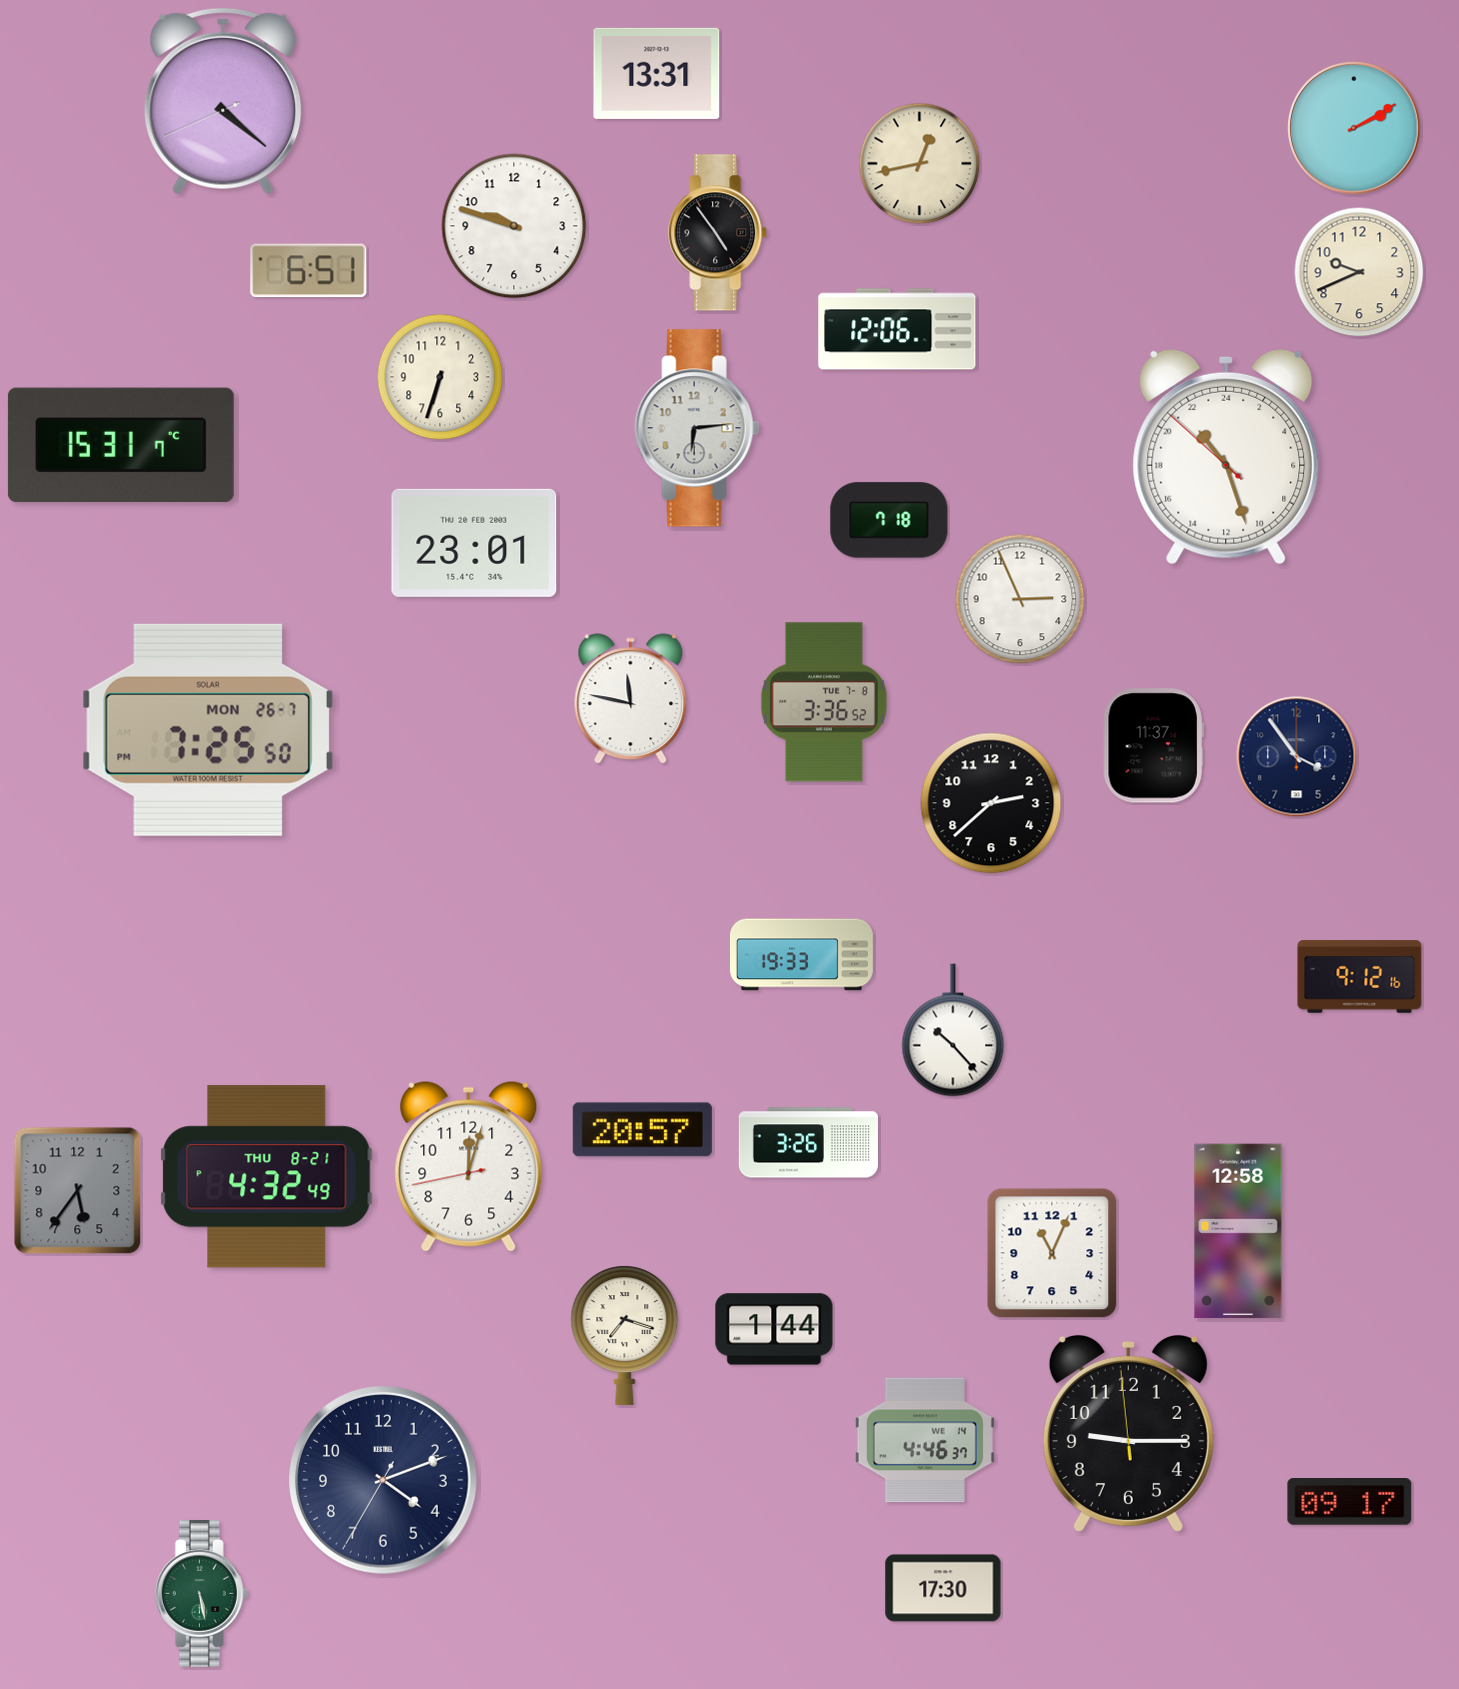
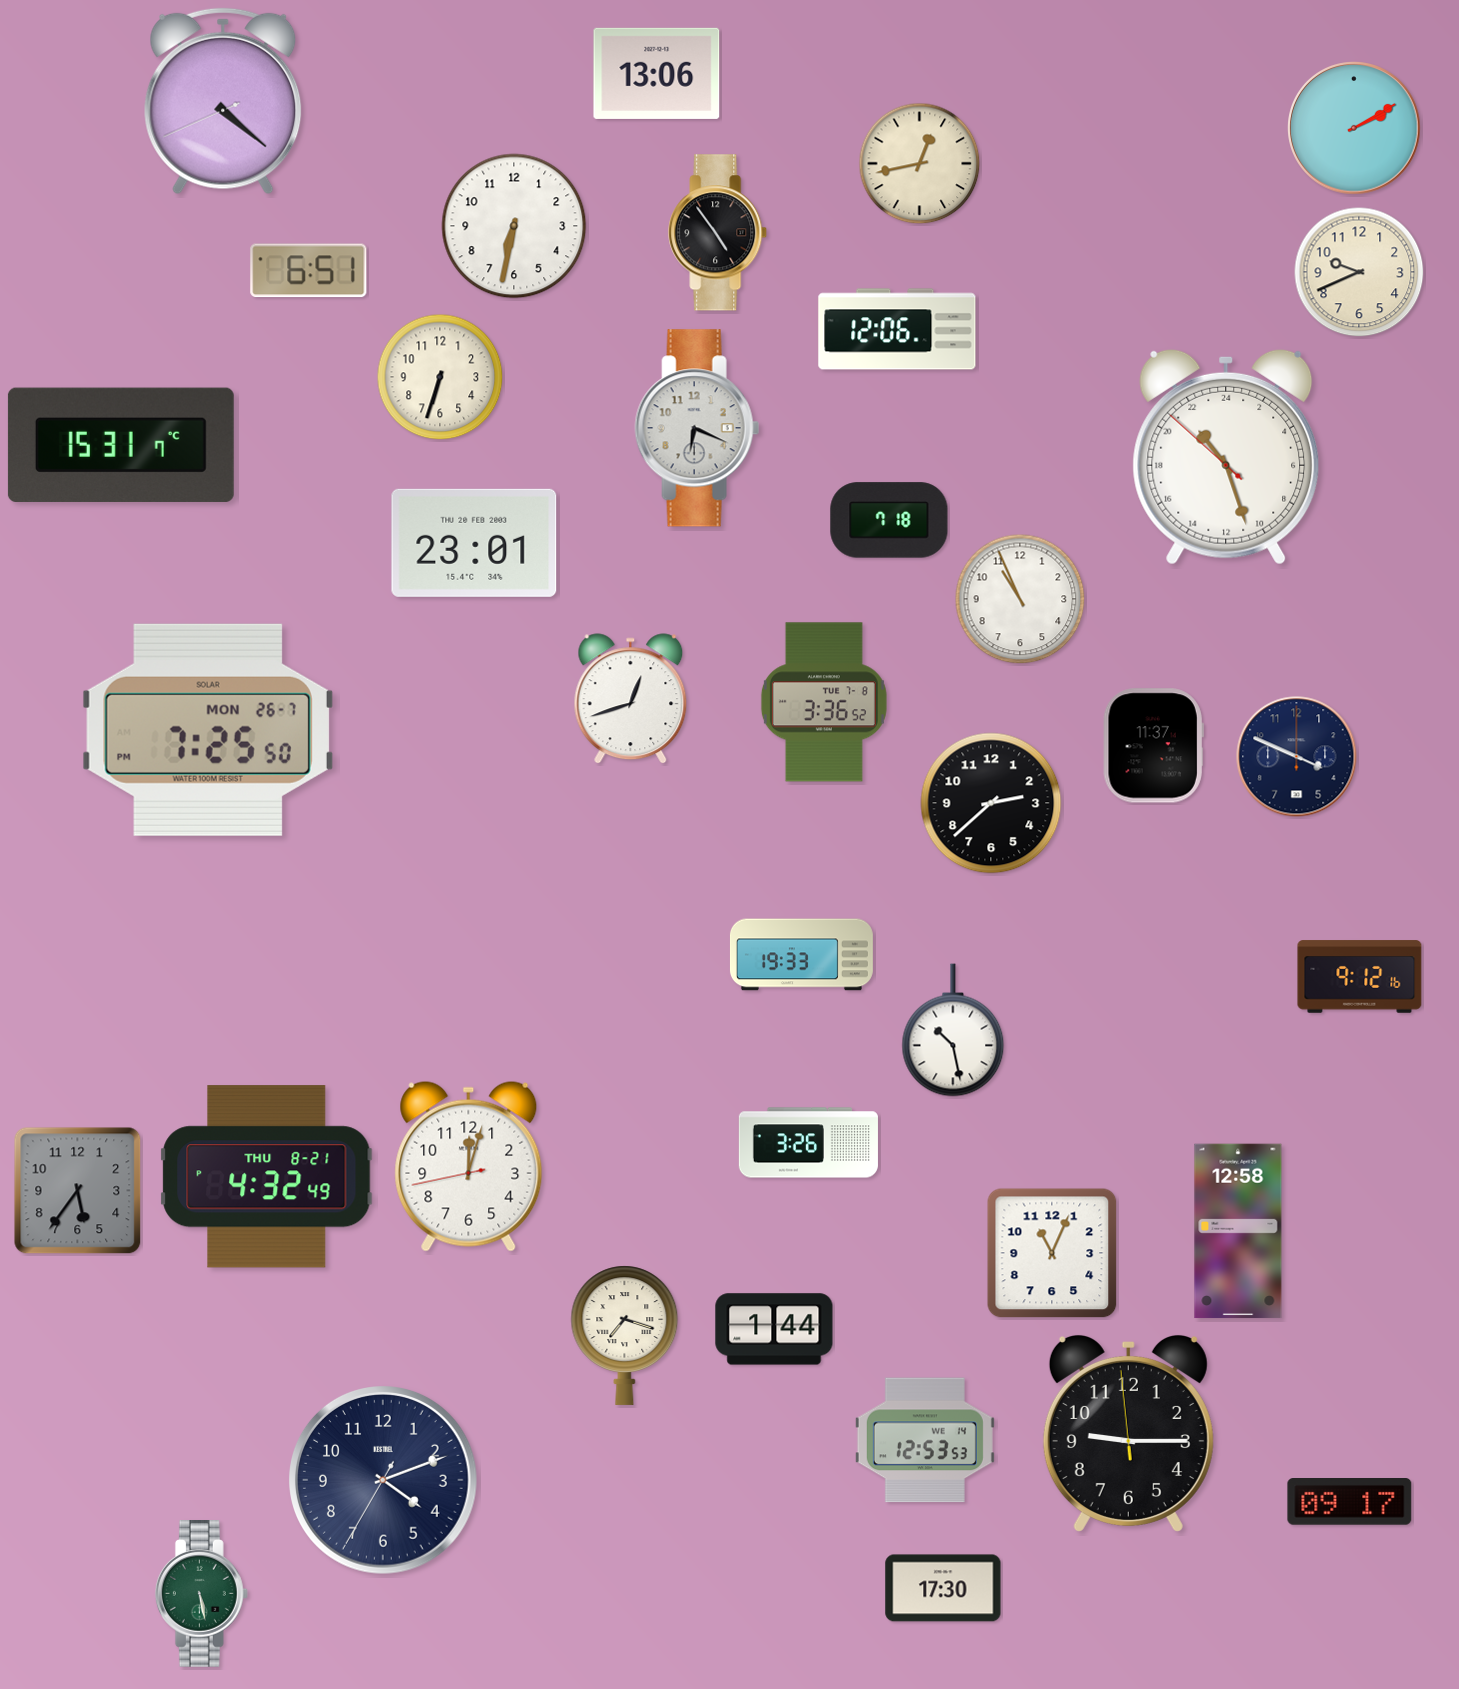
clock at (657, 73): 13:31 -> 13:06
clock at (514, 226): 9:48 -> 6:32
clock at (697, 428): 6:14 -> 6:19
clock at (1020, 599): 2:56 -> 10:56
clock at (631, 699): 11:47 -> 12:42
clock at (1297, 757): 3:54 -> 3:49
clock at (953, 1030): 10:23 -> 10:28
clock at (642, 1130): 20:57 -> none
clock at (925, 1440): 4:46 -> 12:53
